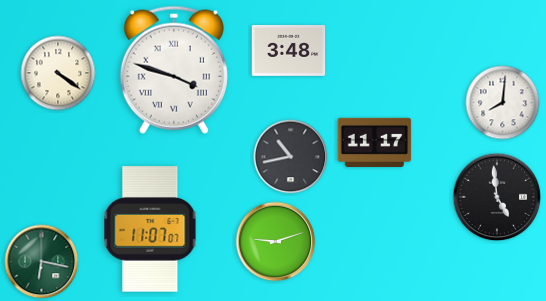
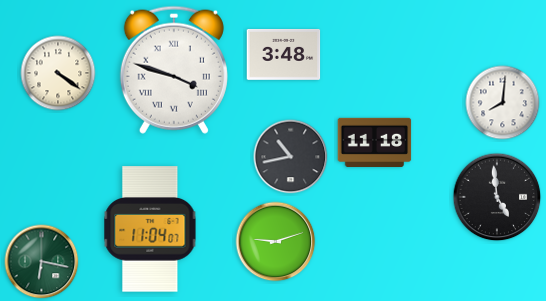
clock at (289, 50) position: (289, 50) -> (284, 54)
clock at (375, 142): 11:17 -> 11:18
clock at (150, 229): 11:07 -> 11:04
